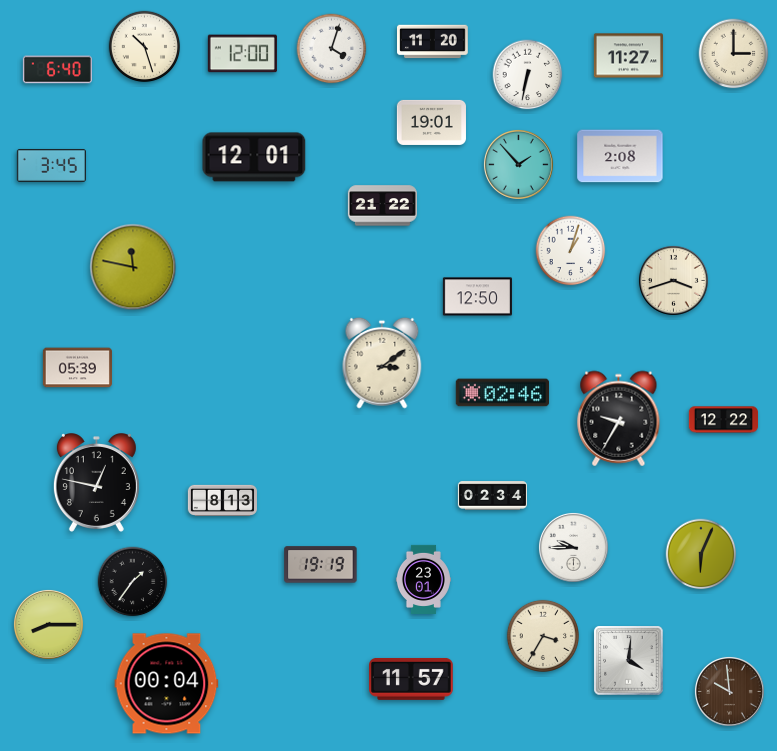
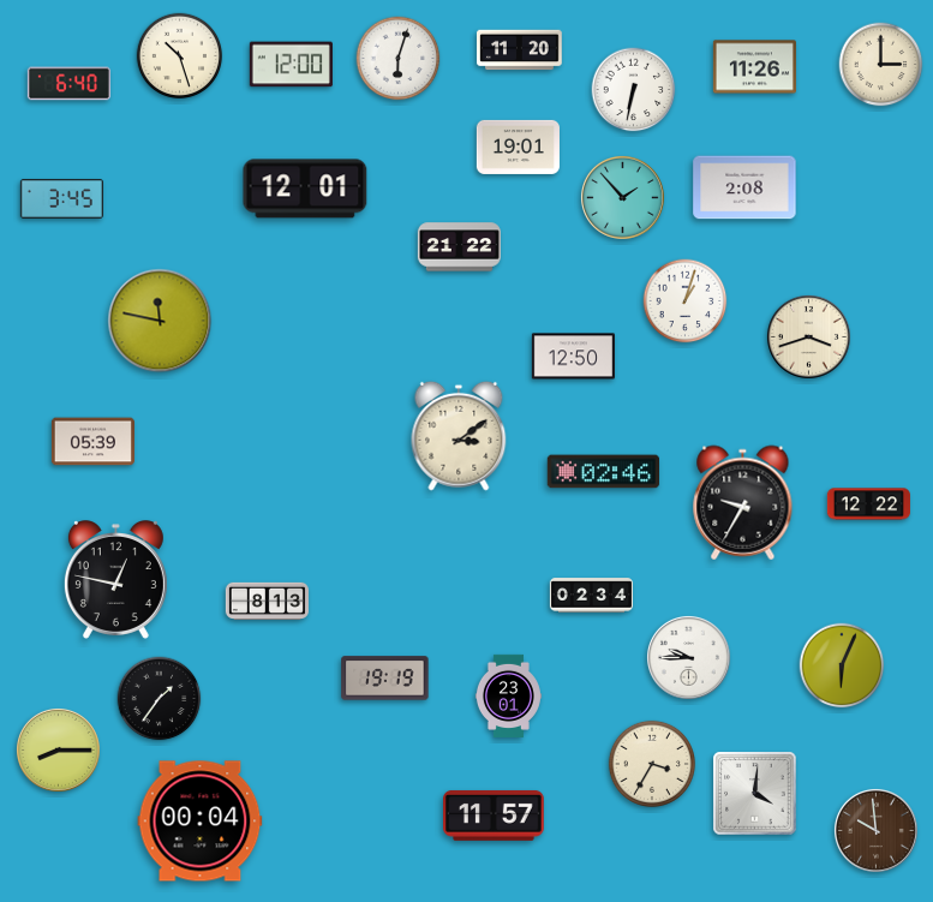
clock at (145, 47) position: (145, 47) -> (180, 56)
clock at (332, 49): 4:03 -> 6:03
clock at (628, 56): 11:27 -> 11:26
